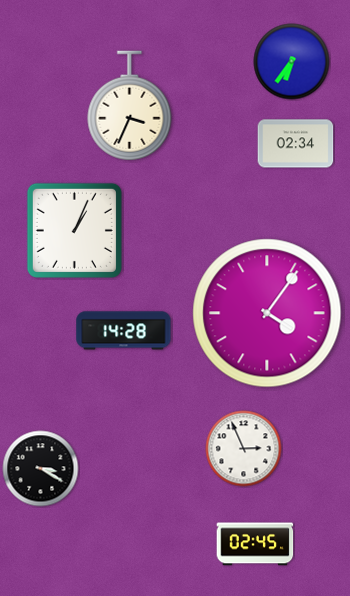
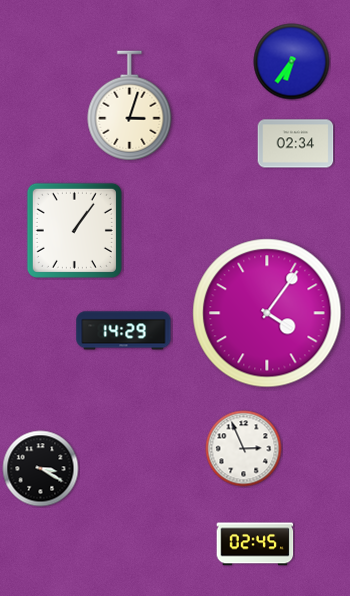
clock at (130, 106): 3:34 -> 3:03
clock at (74, 230): 1:04 -> 1:06
clock at (124, 331): 14:28 -> 14:29
